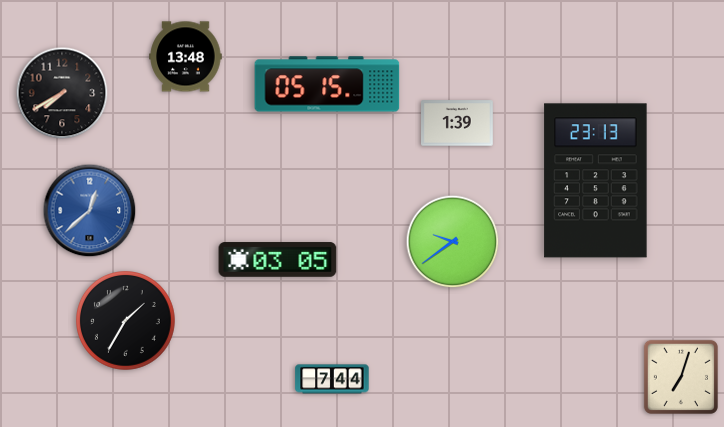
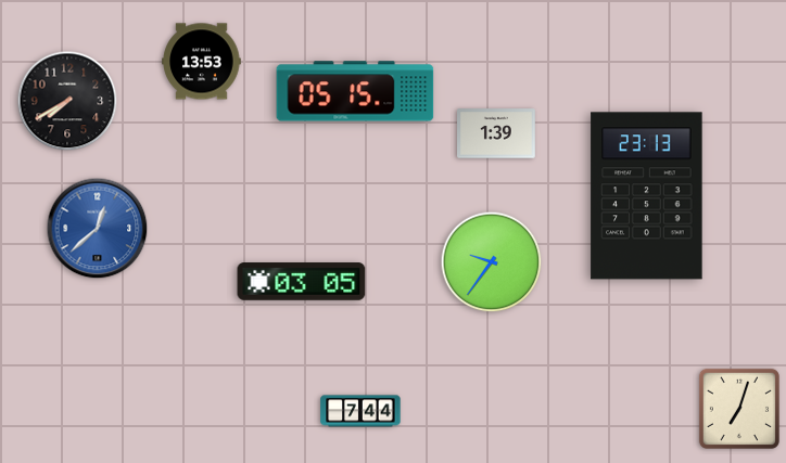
clock at (186, 57): 13:48 -> 13:53
clock at (453, 242): 9:39 -> 9:36
clock at (126, 321): 1:35 -> none
